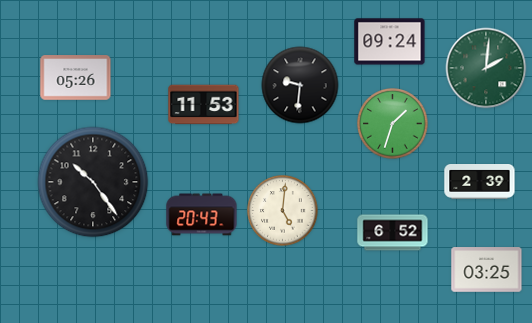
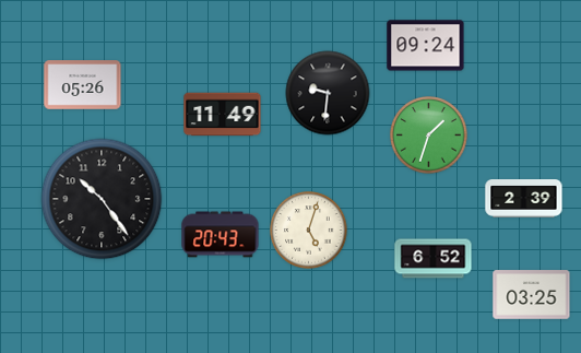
clock at (486, 68): 2:01 -> none
clock at (204, 105): 11:53 -> 11:49
clock at (283, 211): 5:01 -> 5:03
clock at (393, 233) position: (393, 233) -> (434, 259)
